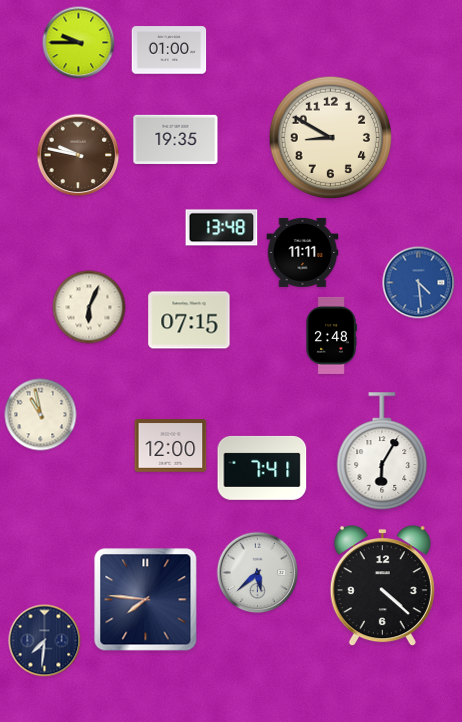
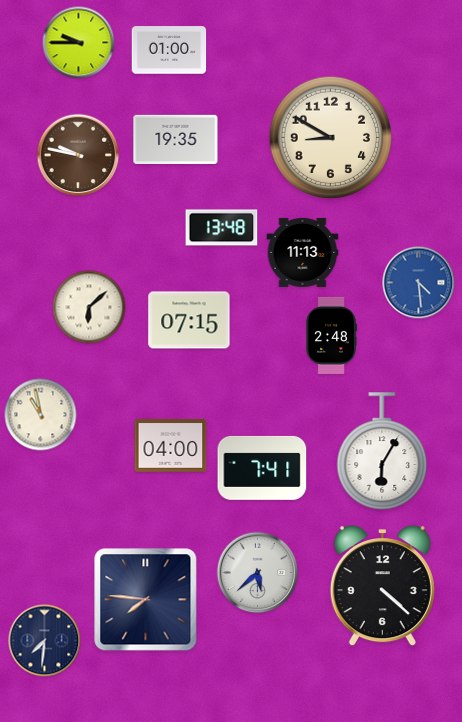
clock at (303, 252): 11:11 -> 11:13
clock at (89, 307): 6:04 -> 6:08
clock at (171, 446): 12:00 -> 04:00
